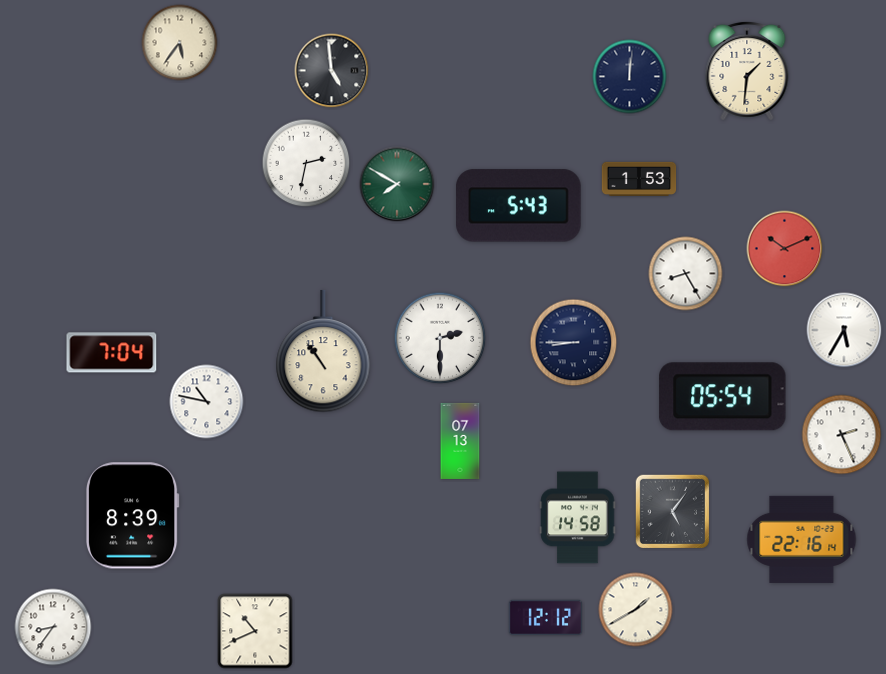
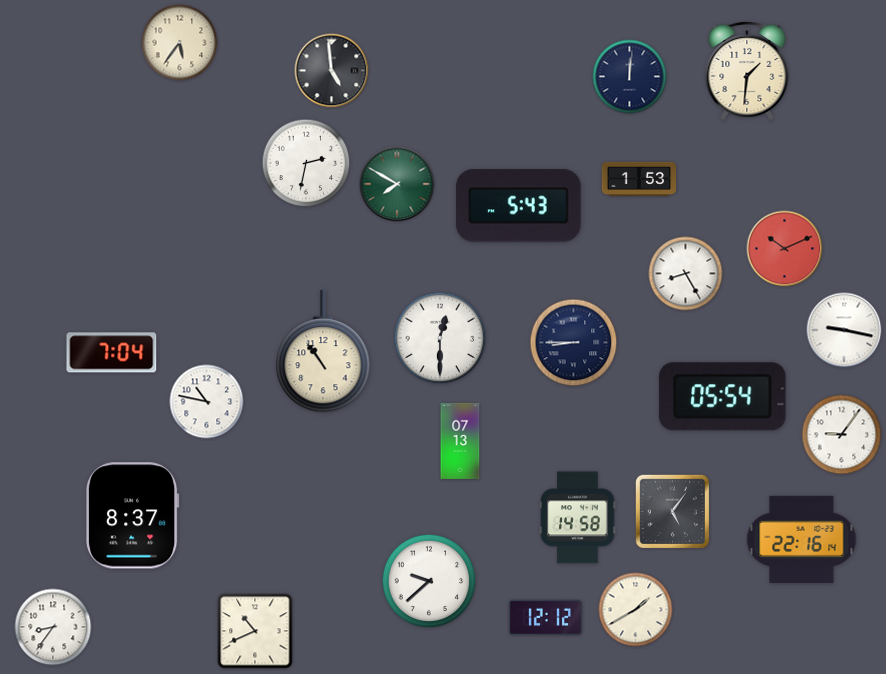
clock at (844, 330): 5:35 -> 9:17
clock at (440, 338): 2:30 -> 12:30
clock at (842, 435): 2:26 -> 9:06
clock at (132, 516): 8:39 -> 8:37
clock at (429, 581): none -> 9:38
